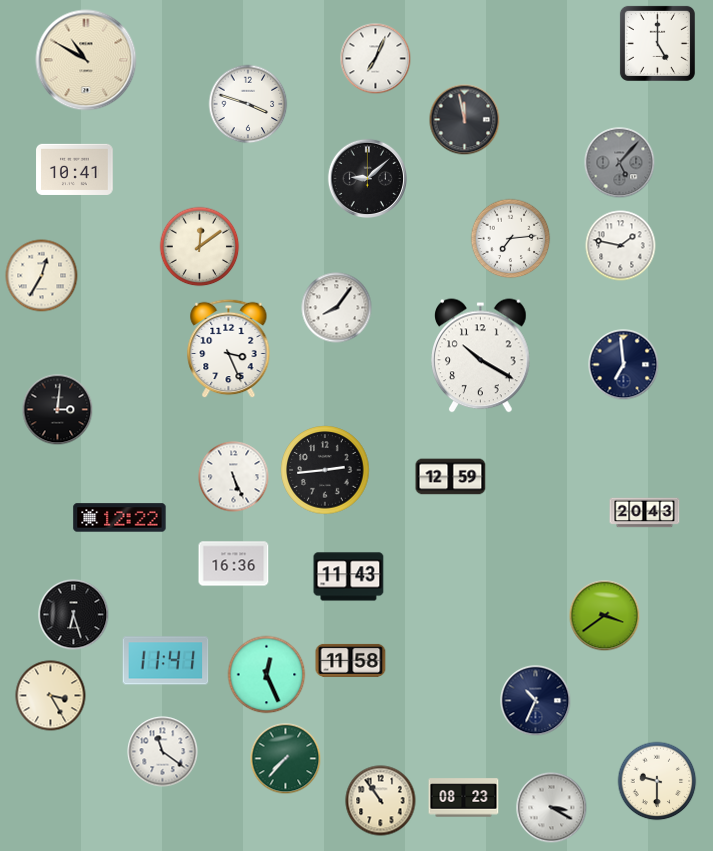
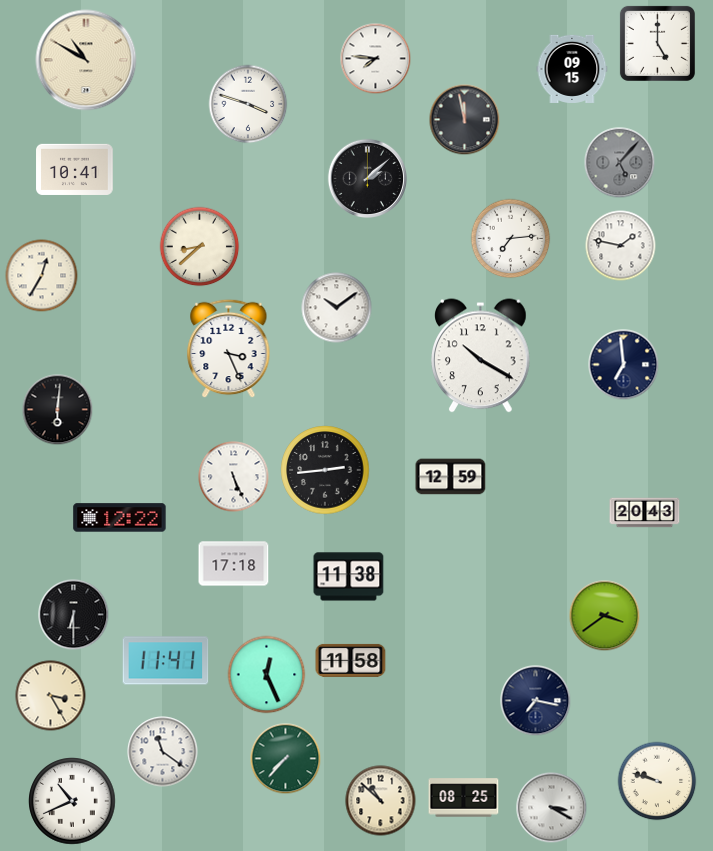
clock at (376, 59): 7:04 -> 7:46
clock at (572, 69): none -> 09:15
clock at (367, 178): 9:08 -> 2:08
clock at (200, 247): 12:09 -> 8:38
clock at (337, 308): 8:06 -> 10:09
clock at (58, 410): 3:01 -> 6:01
clock at (234, 564): 16:36 -> 17:18
clock at (349, 577): 11:43 -> 11:38
clock at (74, 615): 6:27 -> 6:30
clock at (536, 701): 10:34 -> 7:17
clock at (657, 781): 9:30 -> 9:48
clock at (464, 798): 08:23 -> 08:25
clock at (72, 801): none -> 10:41
clock at (381, 801): 10:54 -> 10:52
